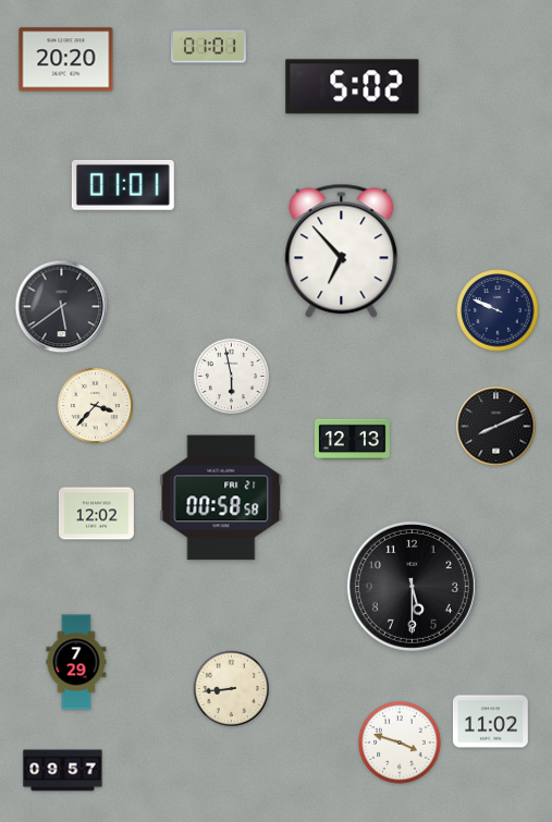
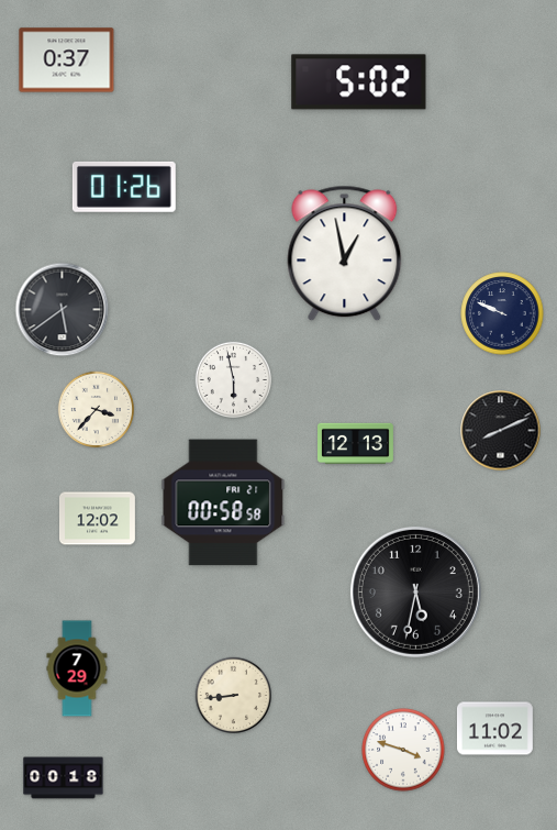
clock at (208, 47): 01:01 -> none
clock at (66, 60): 20:20 -> 0:37
clock at (353, 87) position: (353, 87) -> (359, 82)
clock at (123, 185): 01:01 -> 01:26
clock at (342, 251): 6:53 -> 12:58
clock at (412, 586): 5:30 -> 5:32
clock at (63, 771): 09:57 -> 00:18
